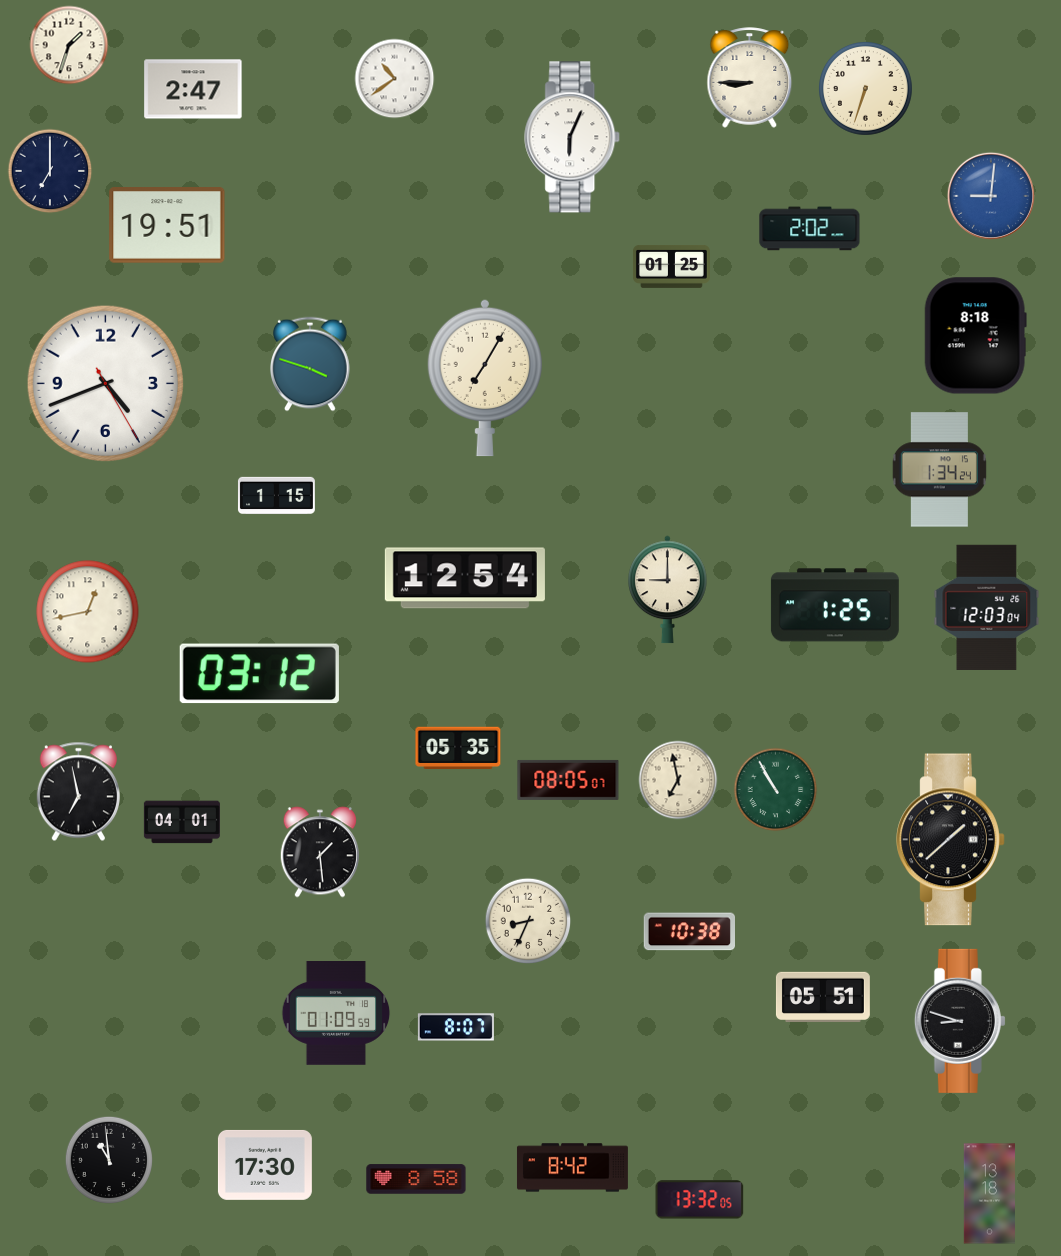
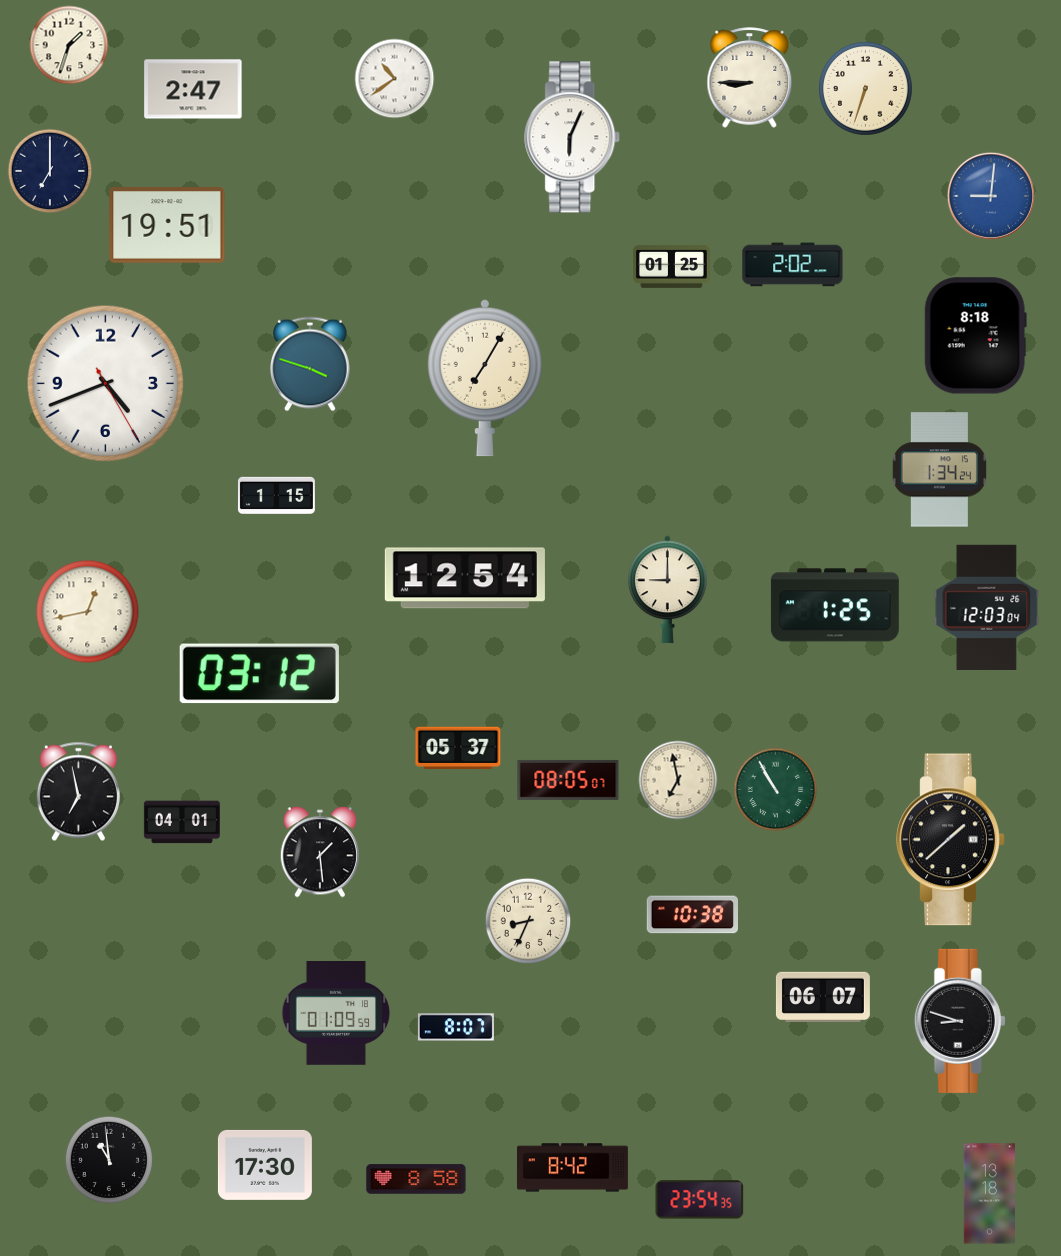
clock at (810, 229) position: (810, 229) -> (793, 265)
clock at (458, 747): 05:35 -> 05:37
clock at (689, 932) position: (689, 932) -> (692, 915)
clock at (823, 997): 05:51 -> 06:07
clock at (700, 1200): 13:32 -> 23:54
